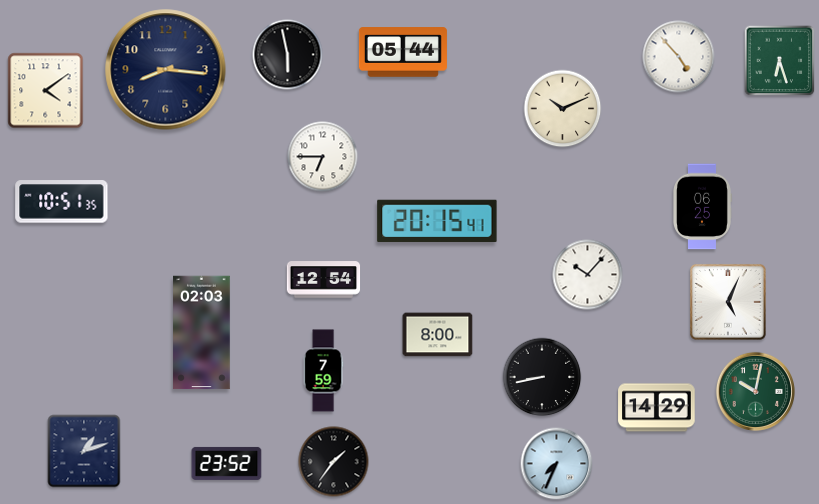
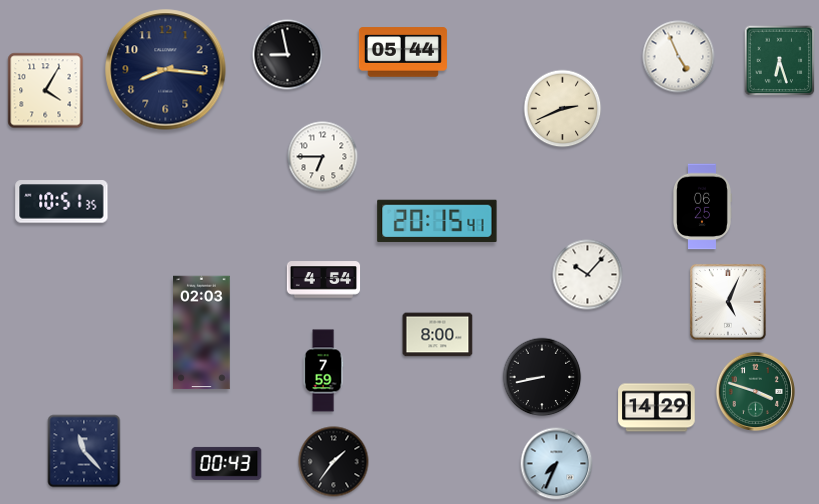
clock at (288, 55): 5:58 -> 8:58
clock at (679, 57): 4:53 -> 4:56
clock at (46, 91): 4:09 -> 4:05
clock at (563, 109): 10:11 -> 2:41
clock at (324, 280): 12:54 -> 4:54
clock at (755, 391): 10:02 -> 3:48
clock at (84, 451): 1:12 -> 11:23
clock at (227, 463): 23:52 -> 00:43
